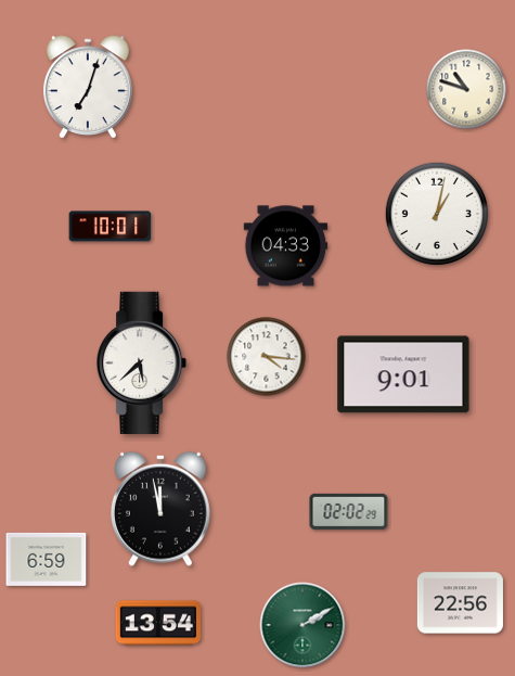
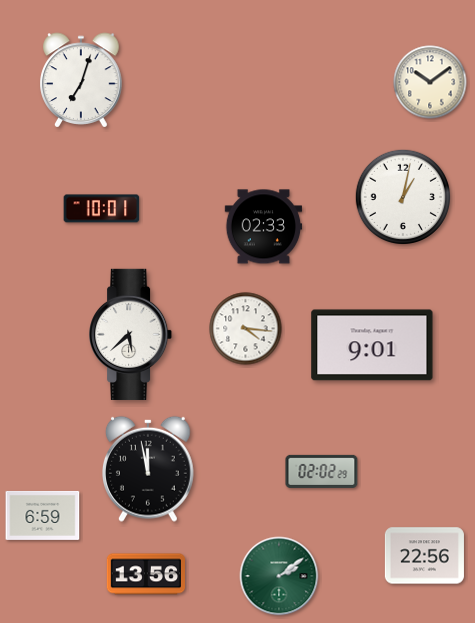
clock at (466, 89): 10:48 -> 10:09
clock at (286, 246): 04:33 -> 02:33
clock at (158, 623): 13:54 -> 13:56
clock at (302, 625): 2:10 -> 2:09
